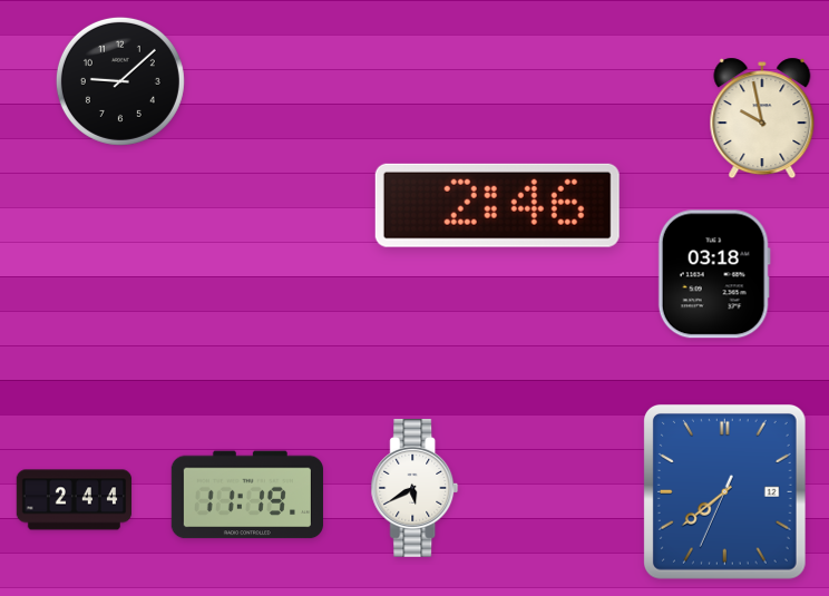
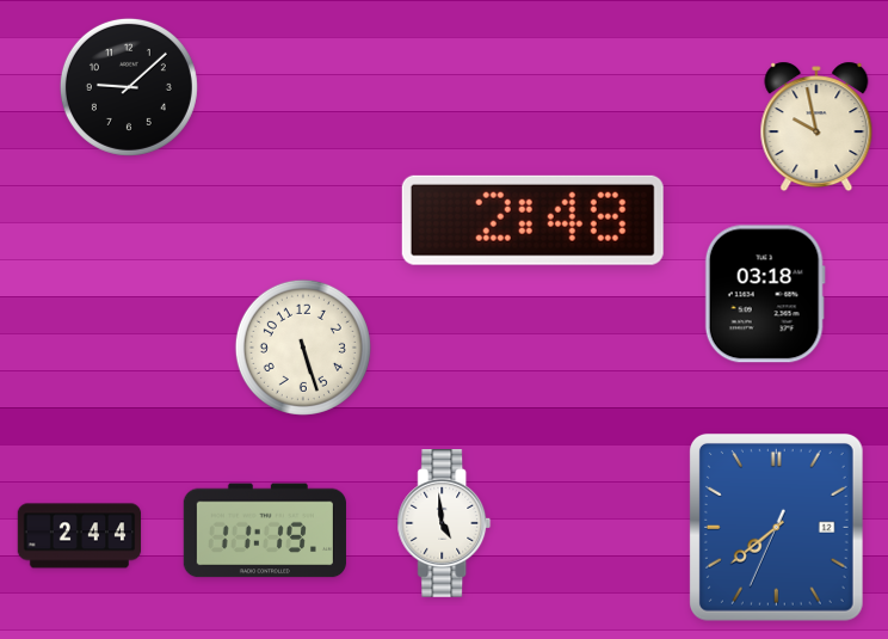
clock at (497, 205): 2:46 -> 2:48
clock at (303, 348): none -> 5:27
clock at (414, 488): 5:40 -> 4:59
